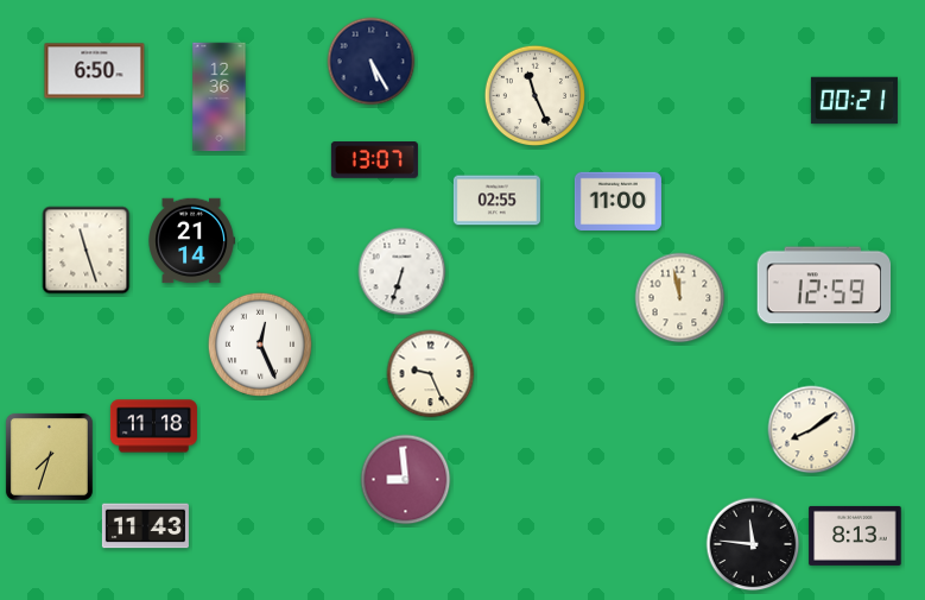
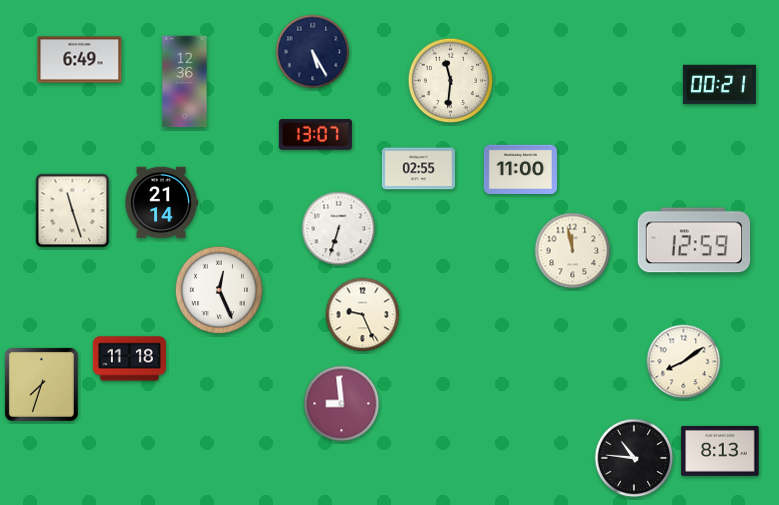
clock at (95, 71): 6:50 -> 6:49
clock at (536, 96): 11:26 -> 11:31
clock at (145, 526): 11:43 -> none
clock at (753, 544): 11:46 -> 10:46
